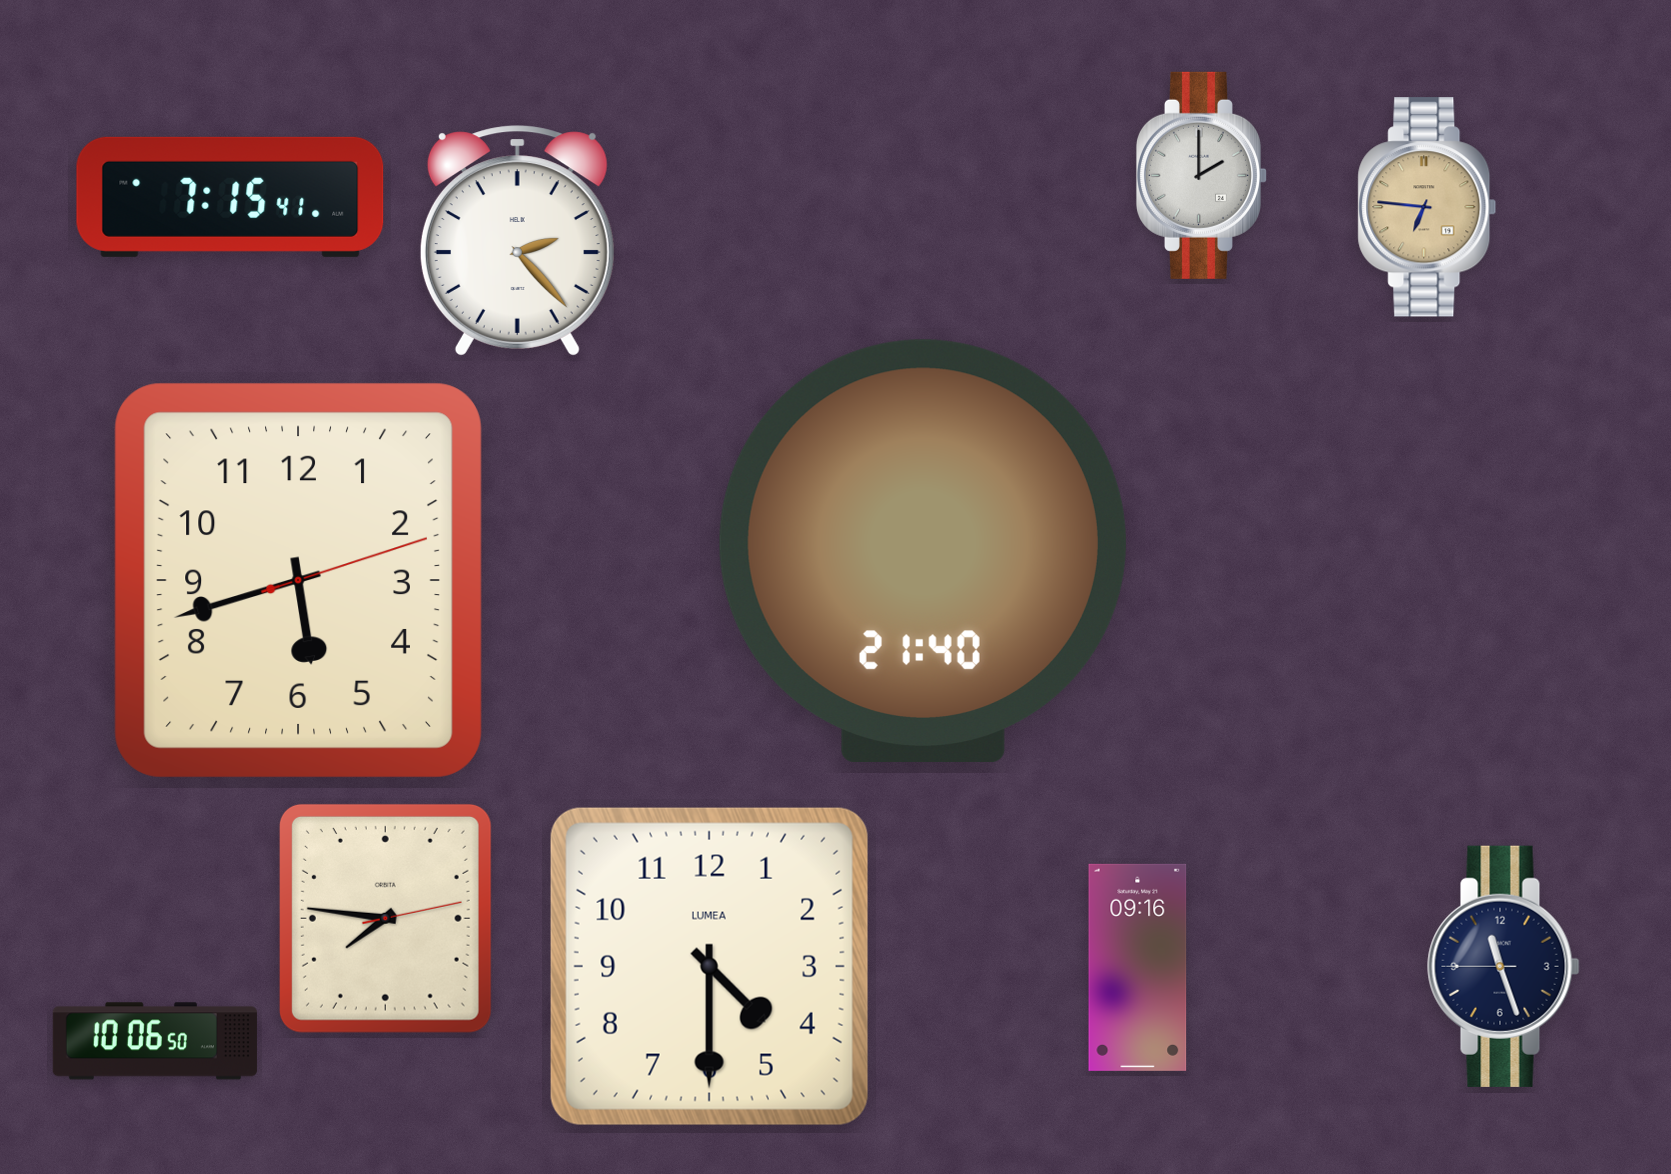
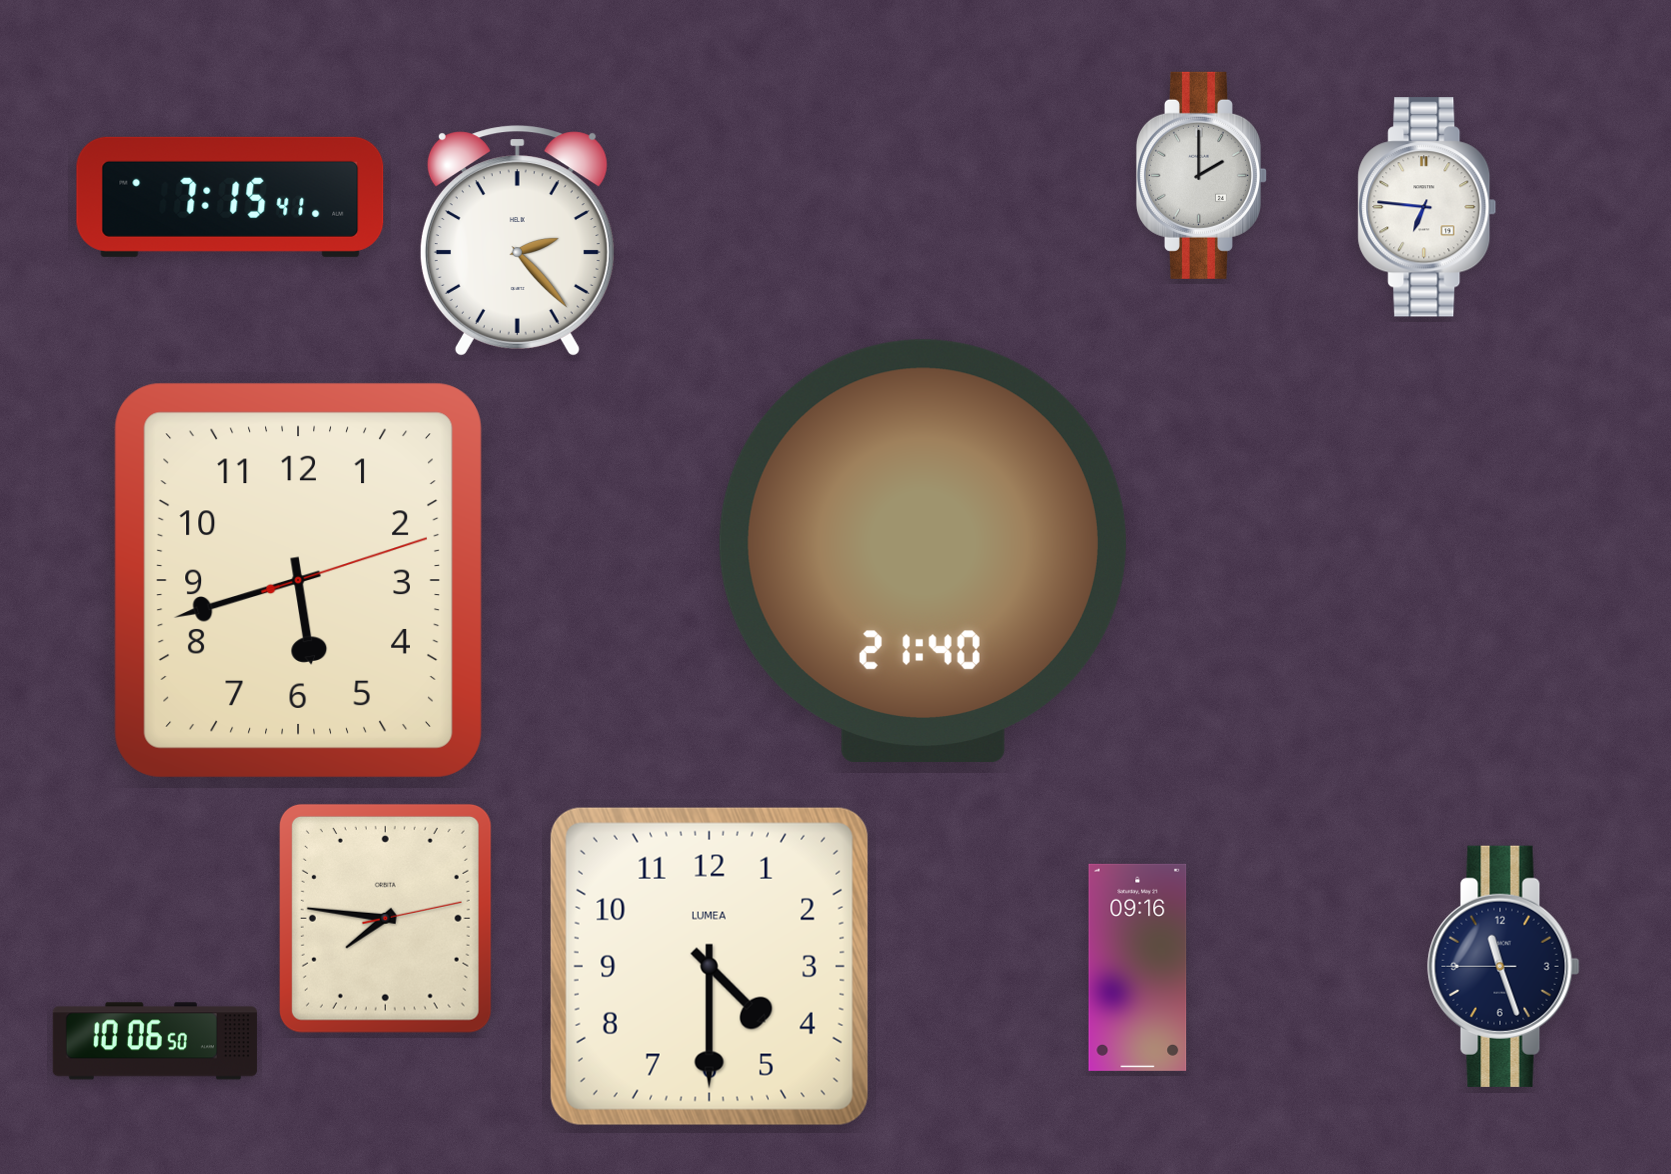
clock at (1427, 207) dial: champagne -> white
